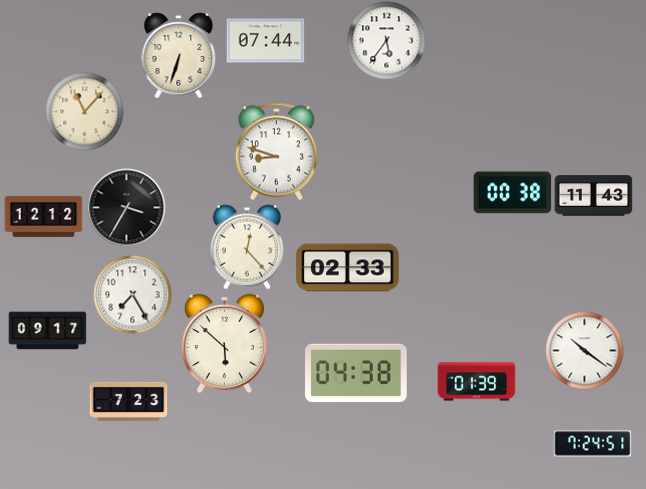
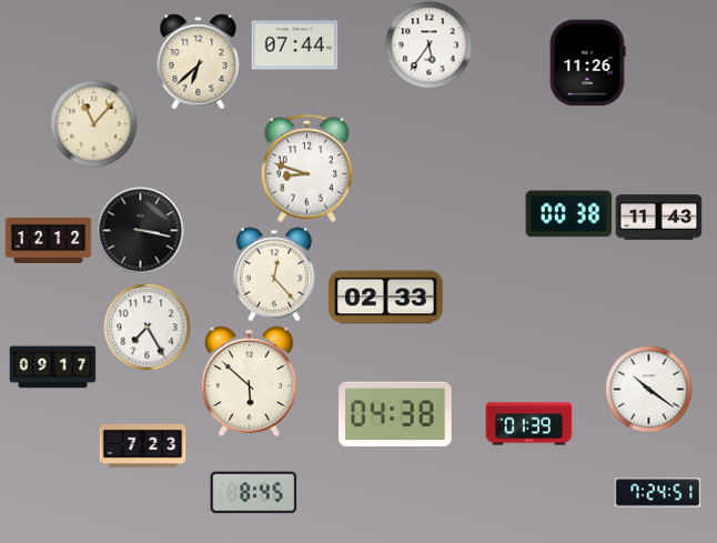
clock at (179, 55): 6:33 -> 6:38
clock at (587, 62): none -> 11:26
clock at (126, 207): 3:35 -> 3:17
clock at (253, 493): none -> 8:45
